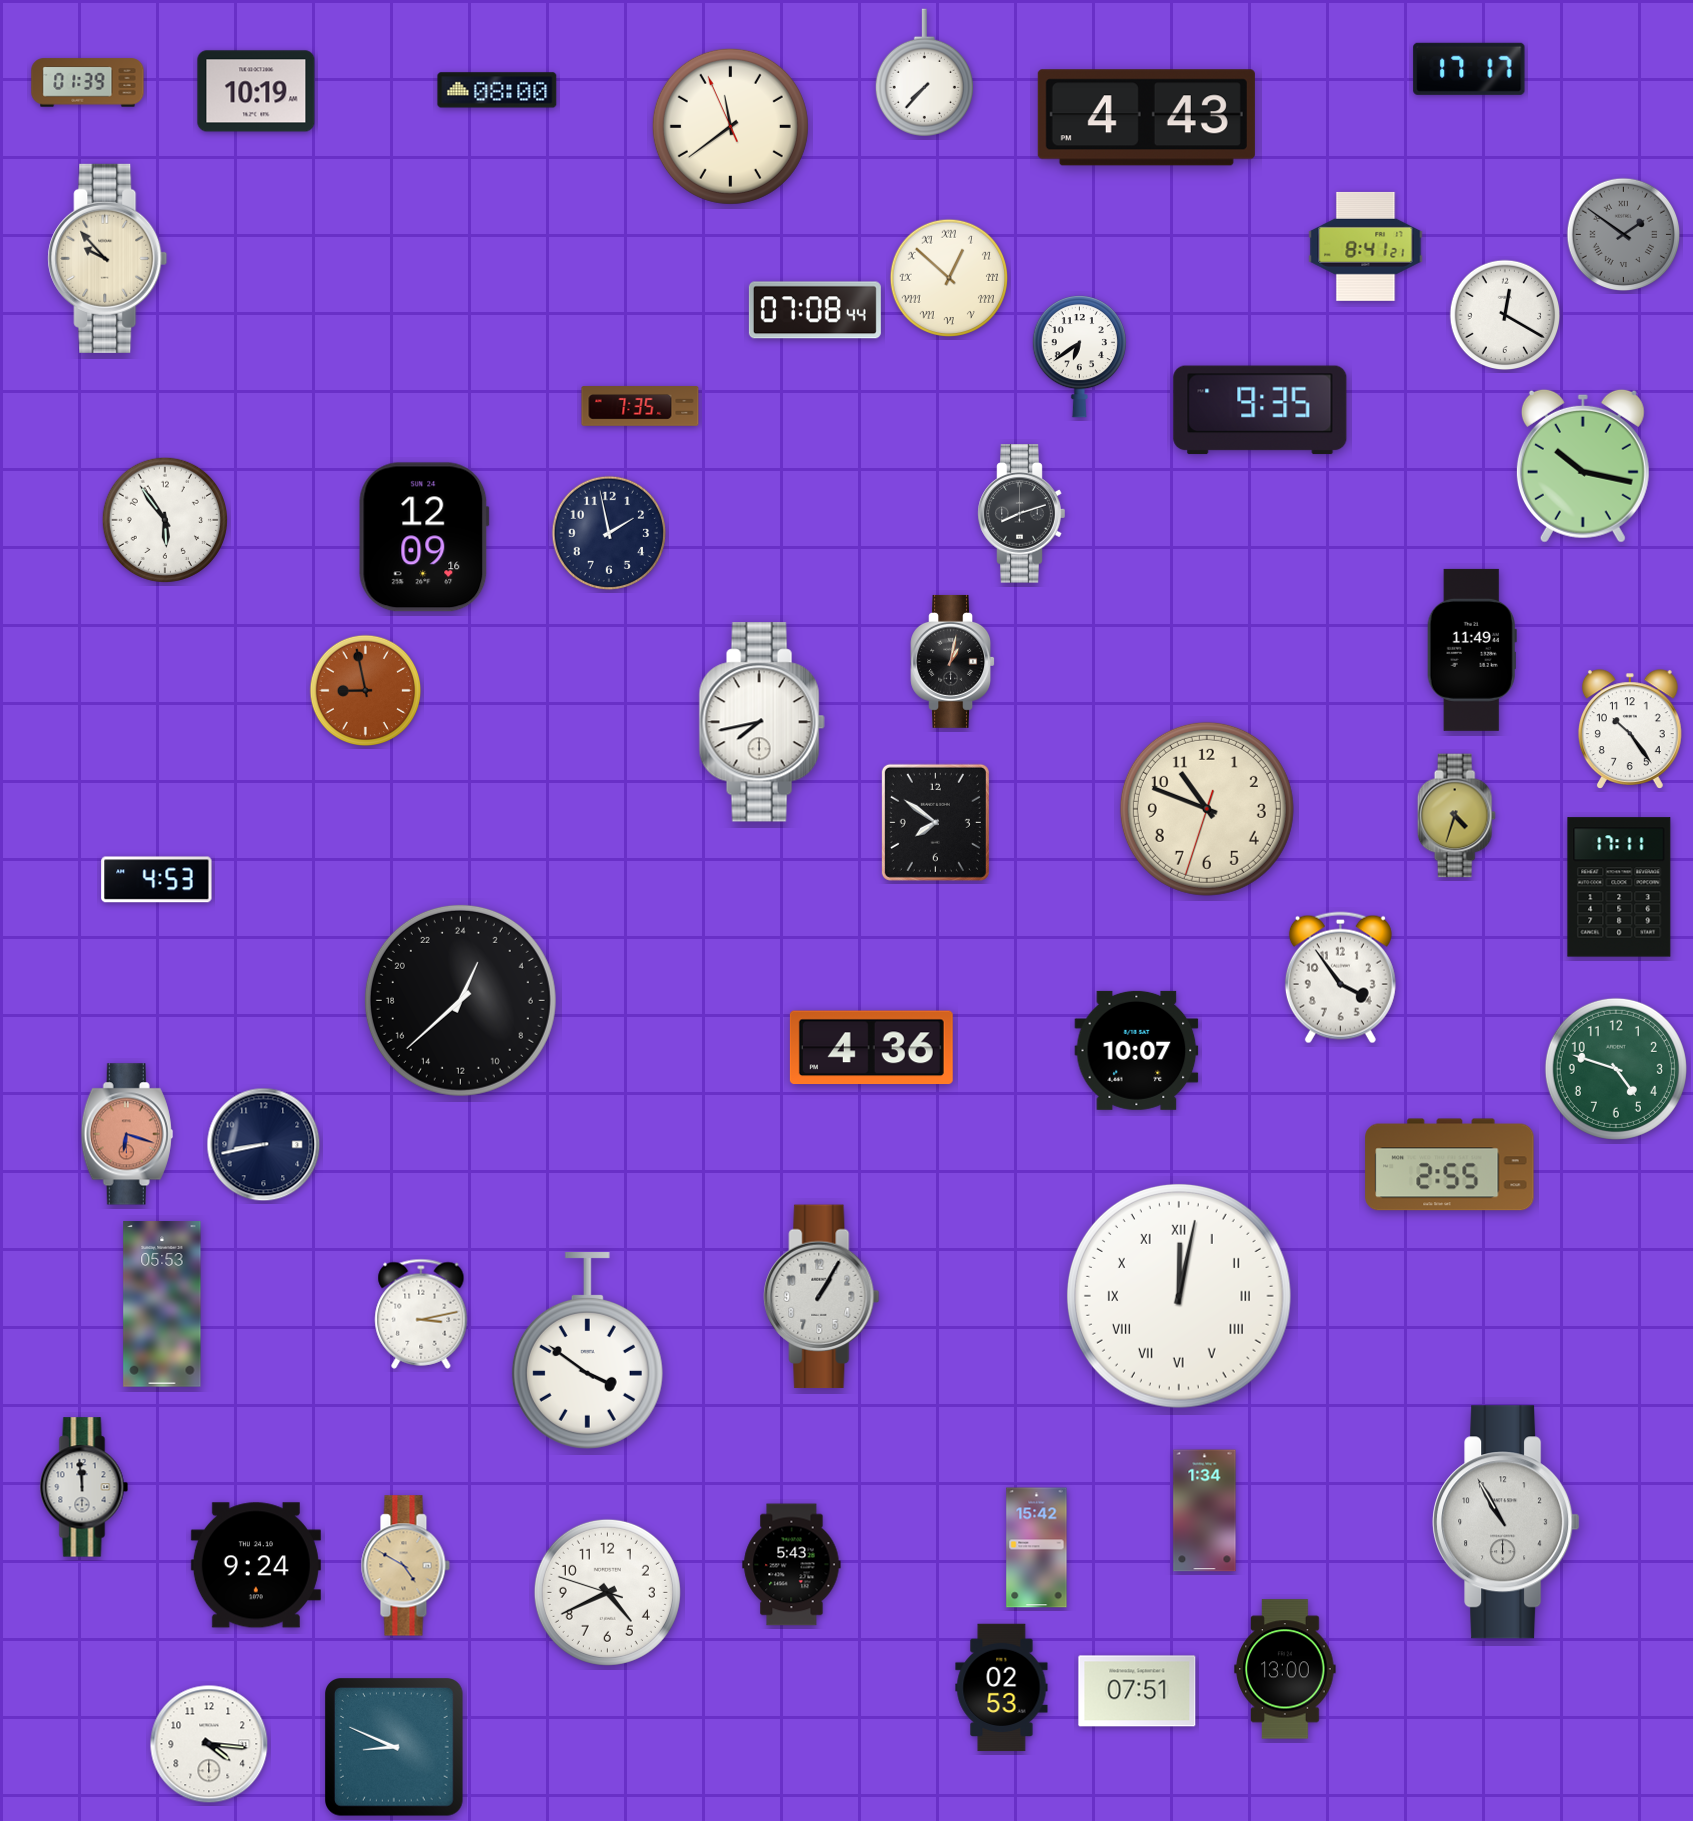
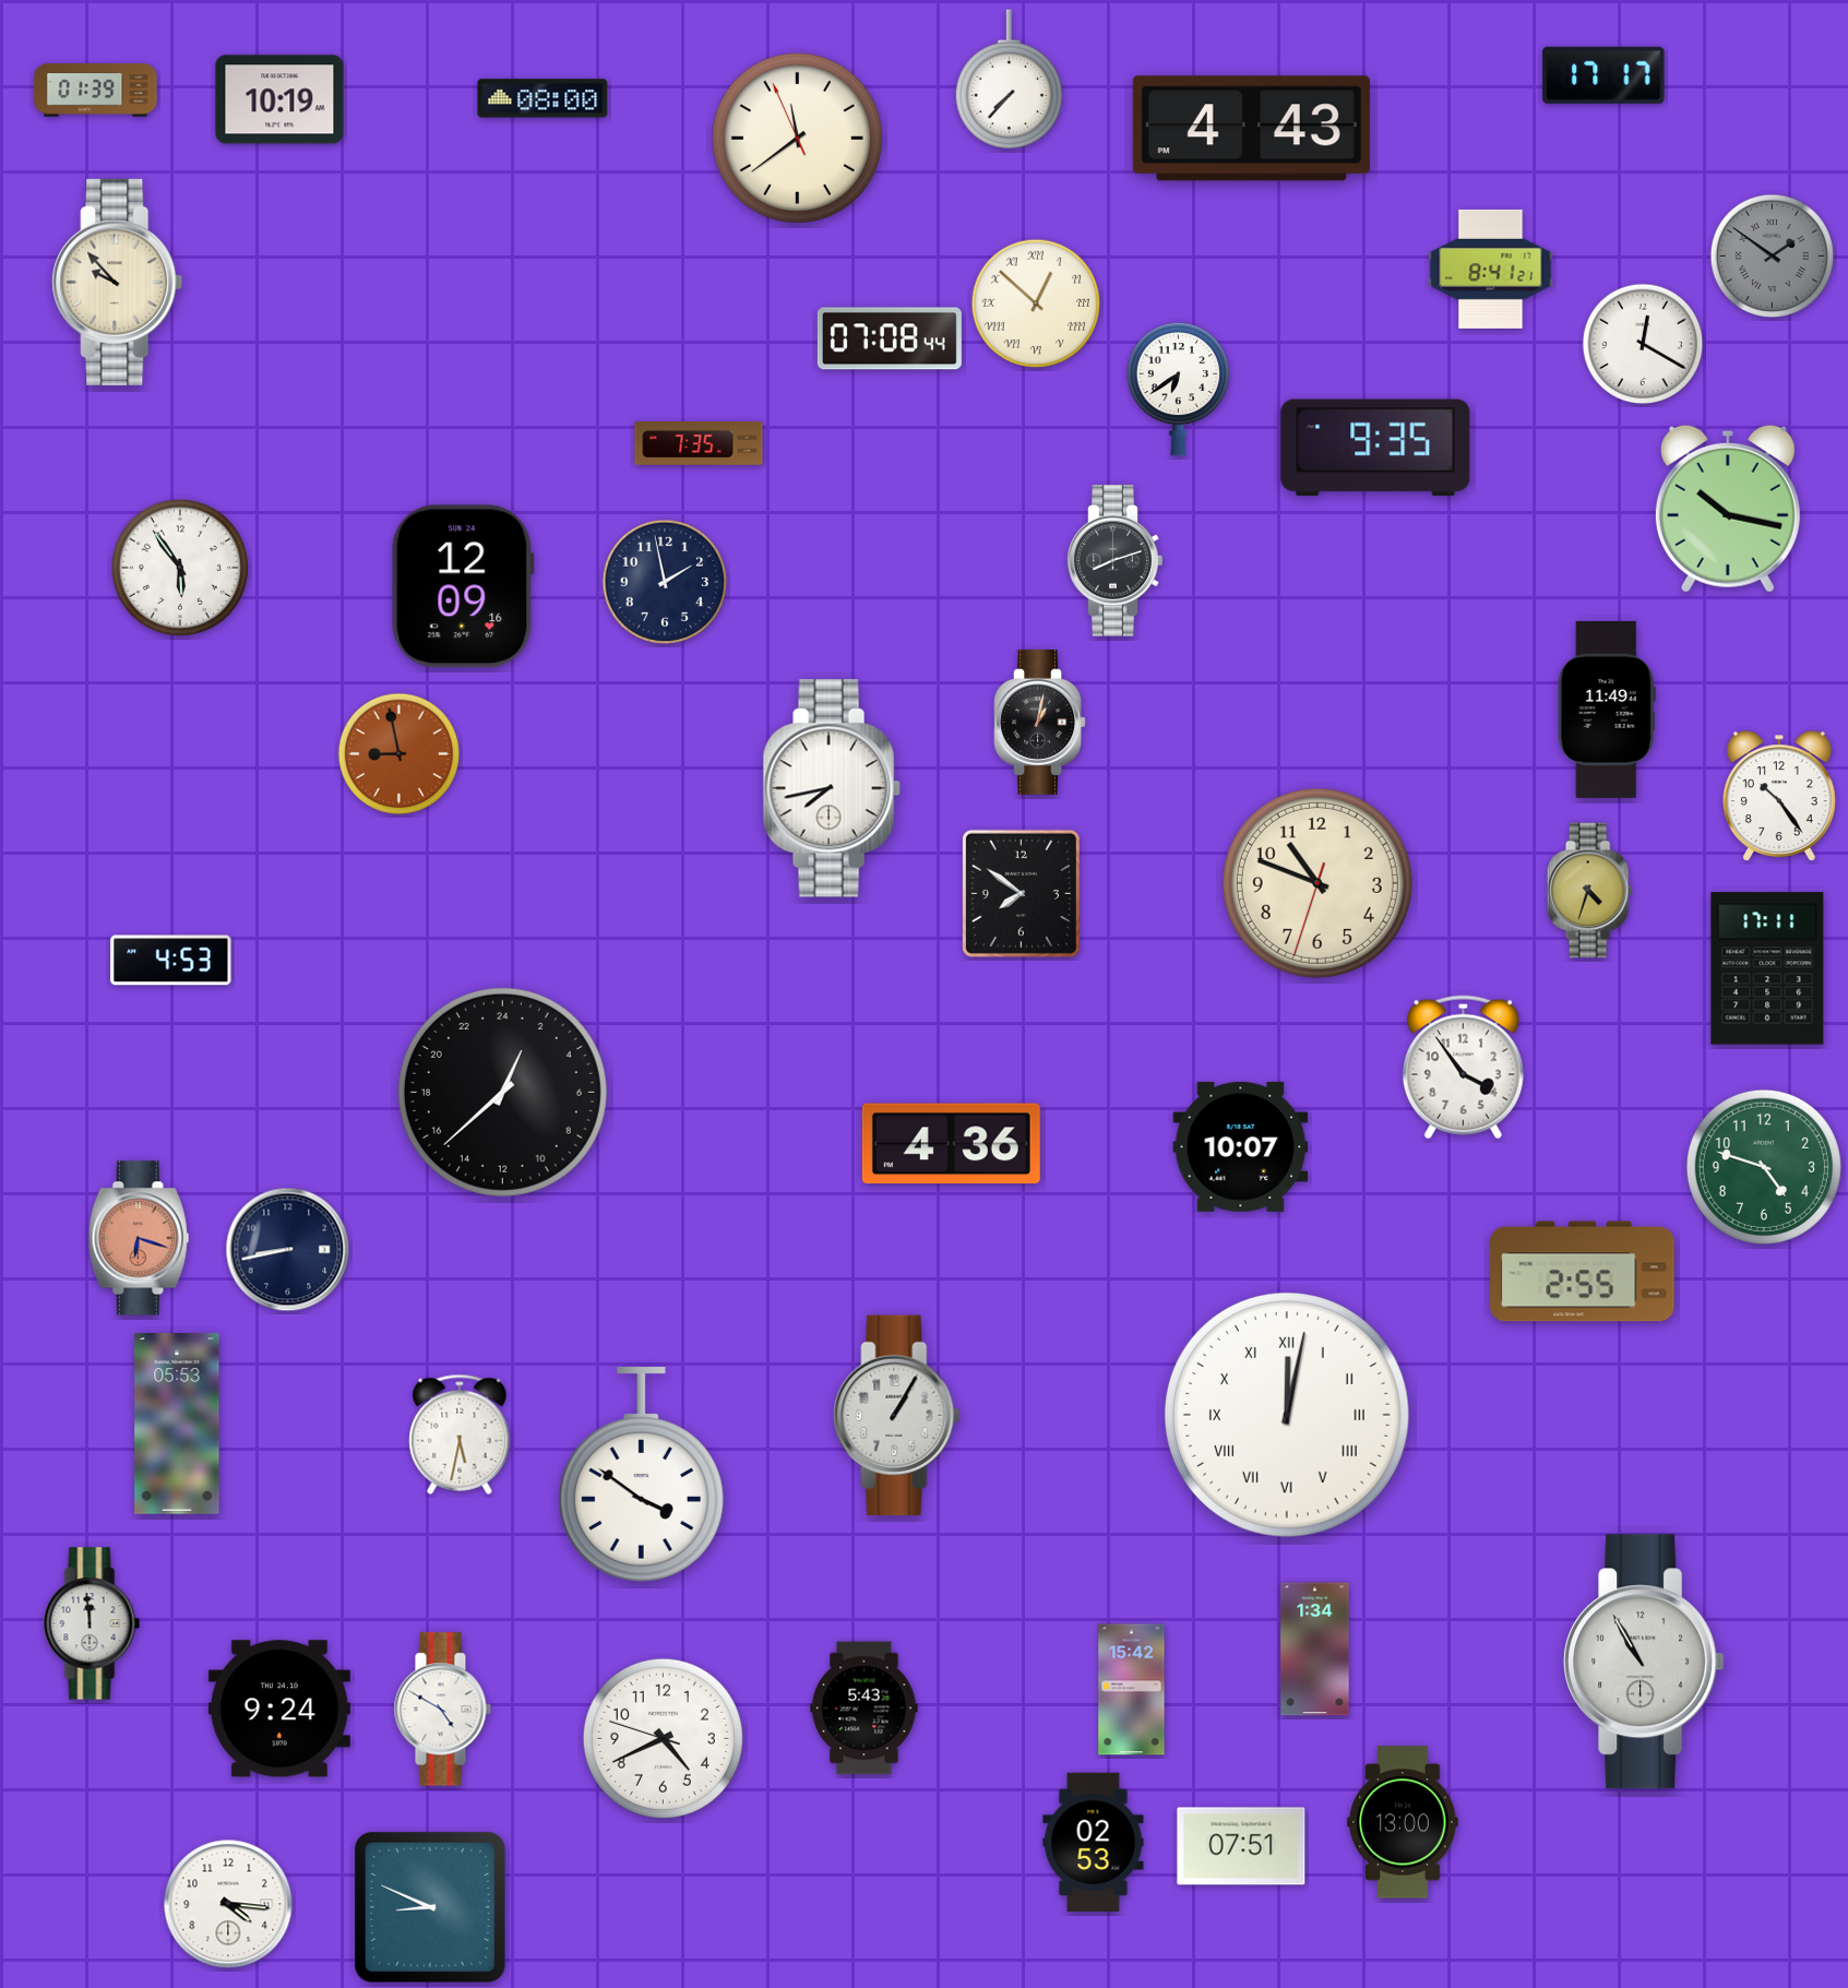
clock at (935, 822) position: (935, 822) -> (1021, 893)
clock at (421, 1314): 3:13 -> 5:32
clock at (405, 1566) dial: champagne -> white
